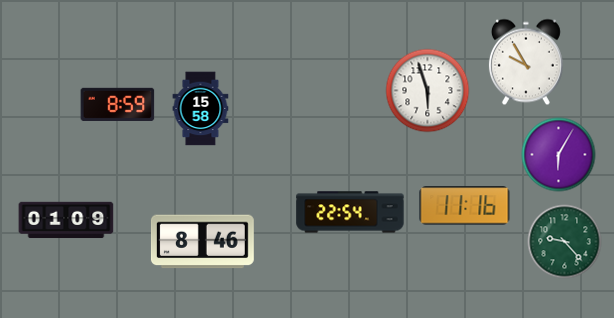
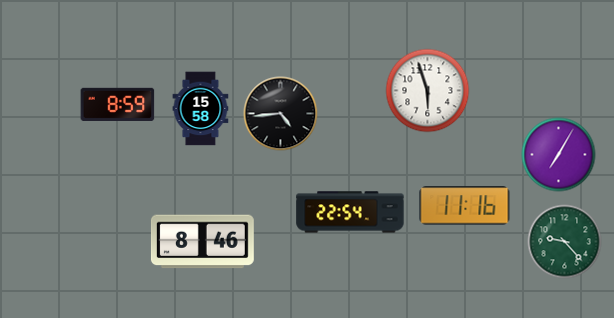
clock at (526, 62): 9:55 -> none
clock at (281, 114): none -> 4:44
clock at (559, 155): 6:05 -> 7:05
clock at (66, 220): 01:09 -> none
